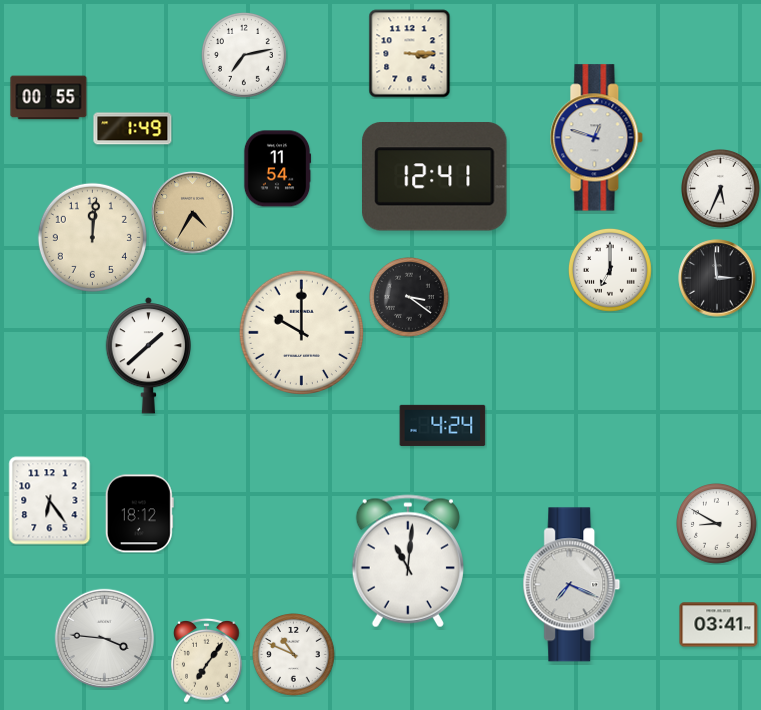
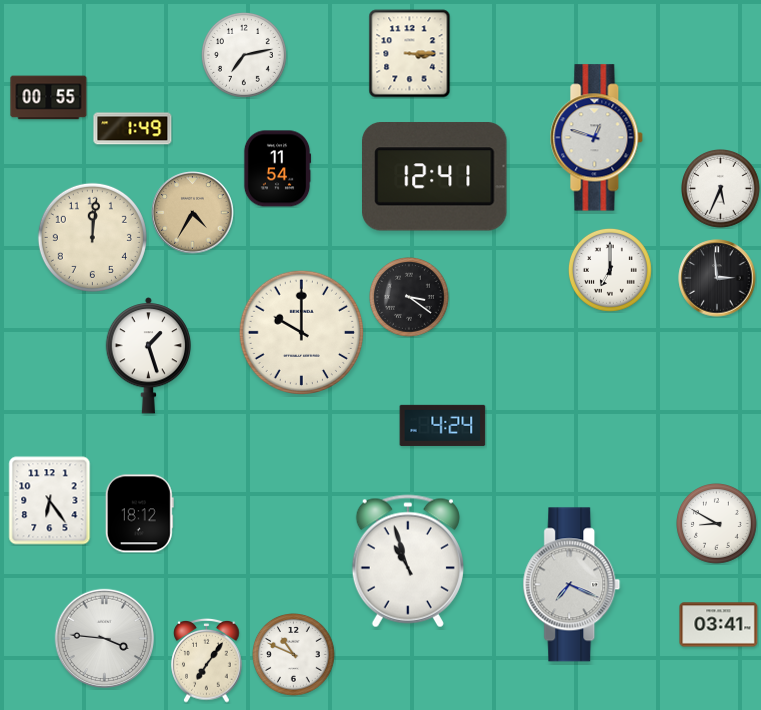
clock at (149, 356): 1:38 -> 1:27
clock at (408, 561): 11:01 -> 10:57
